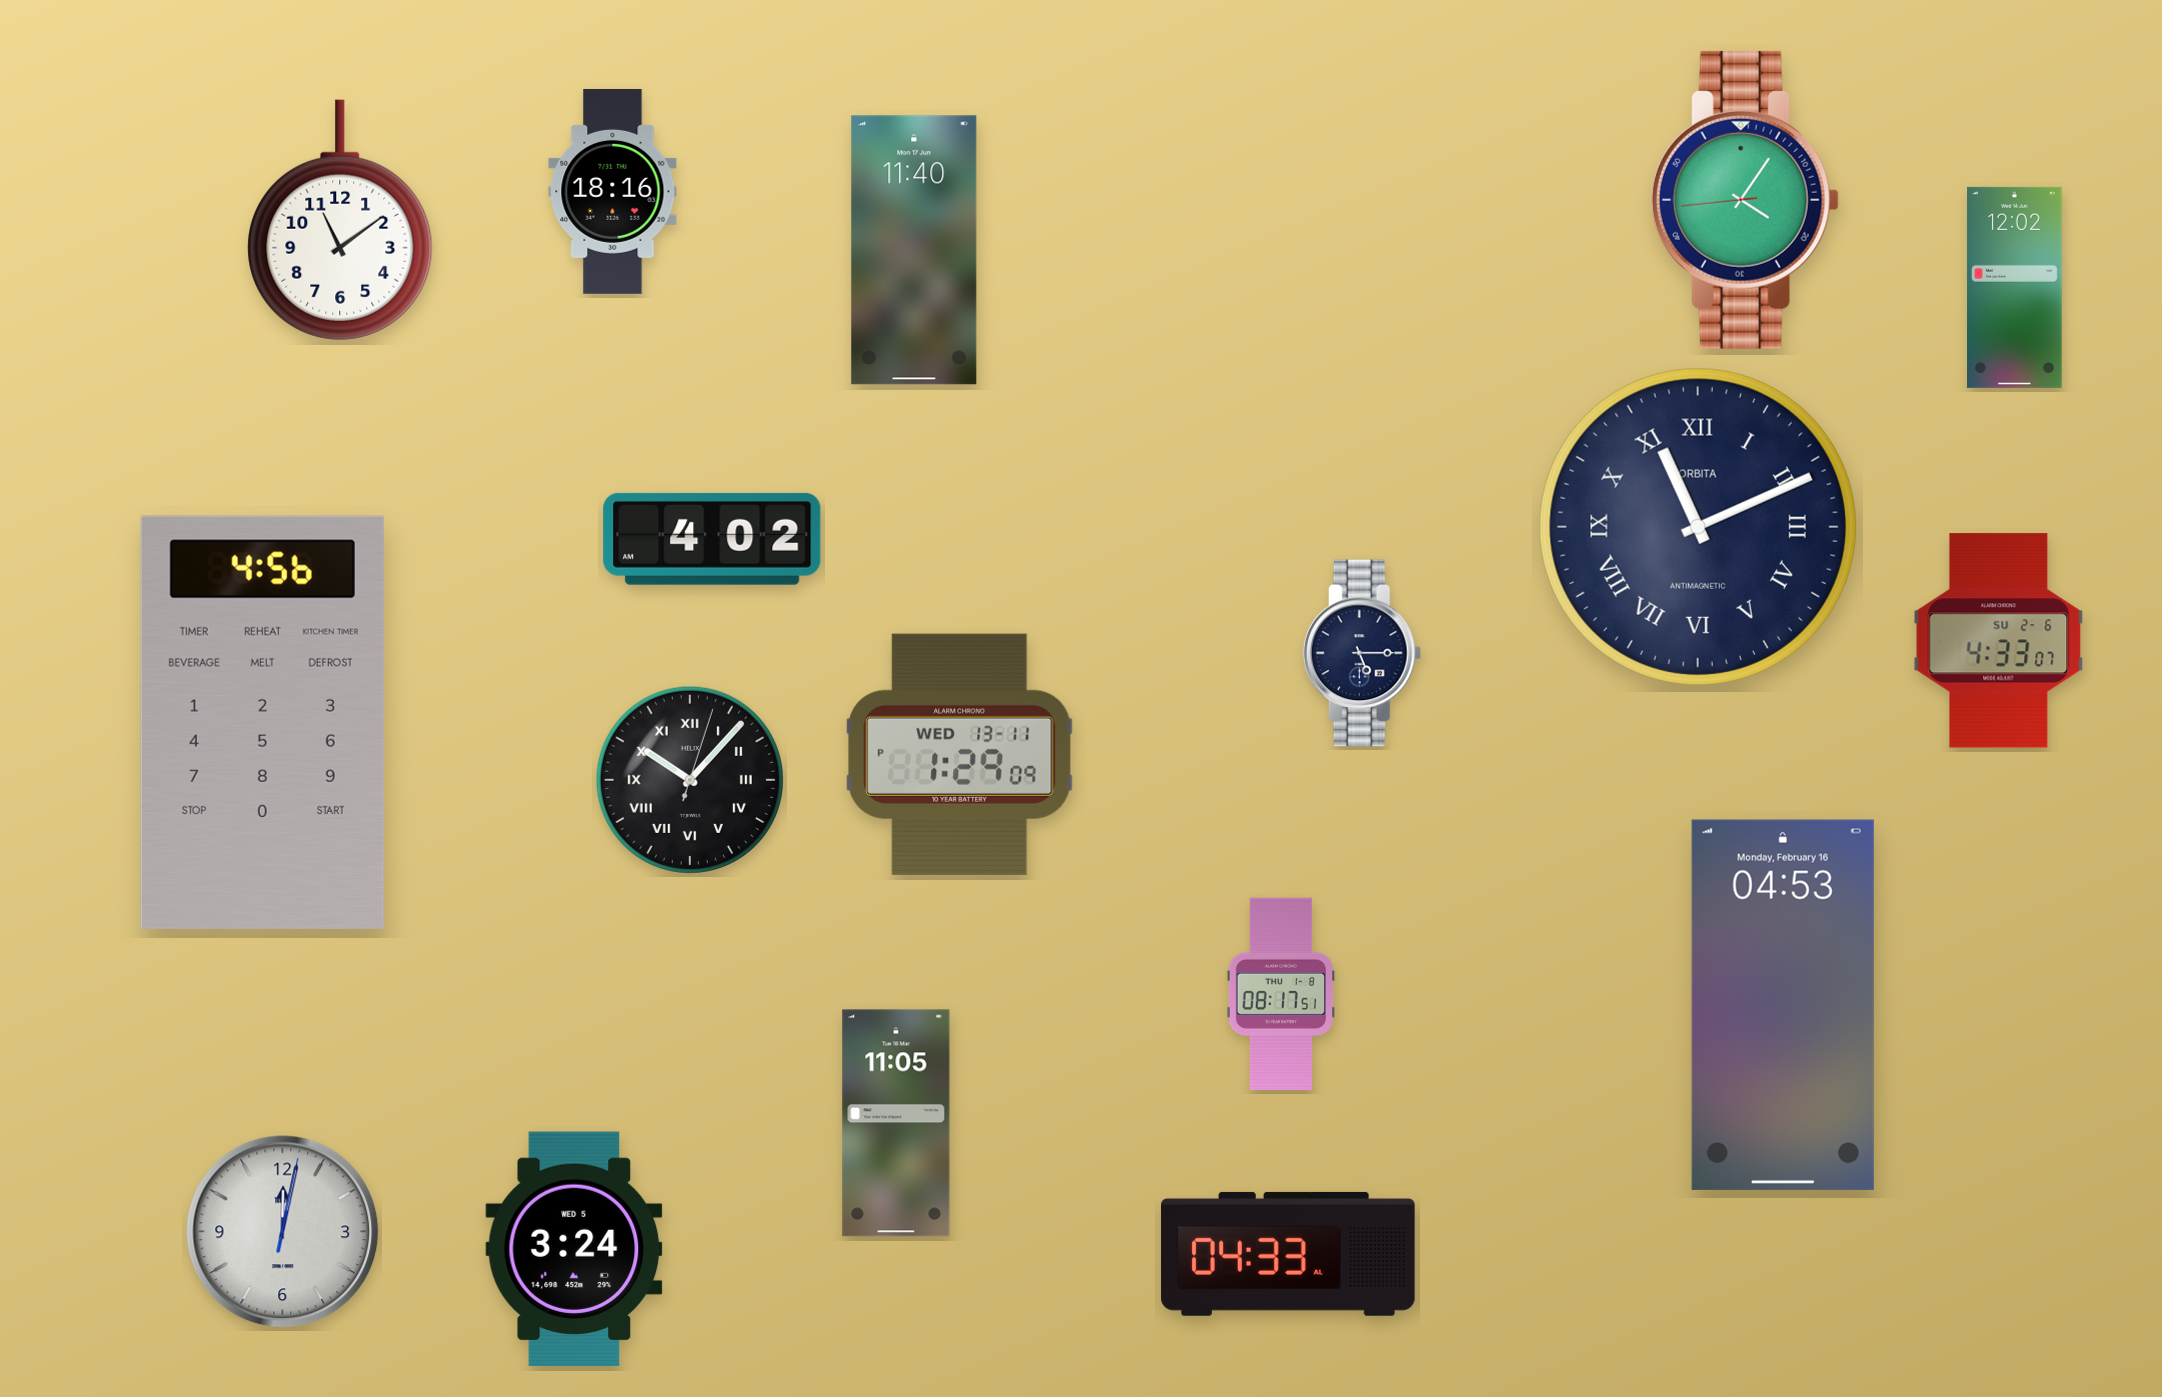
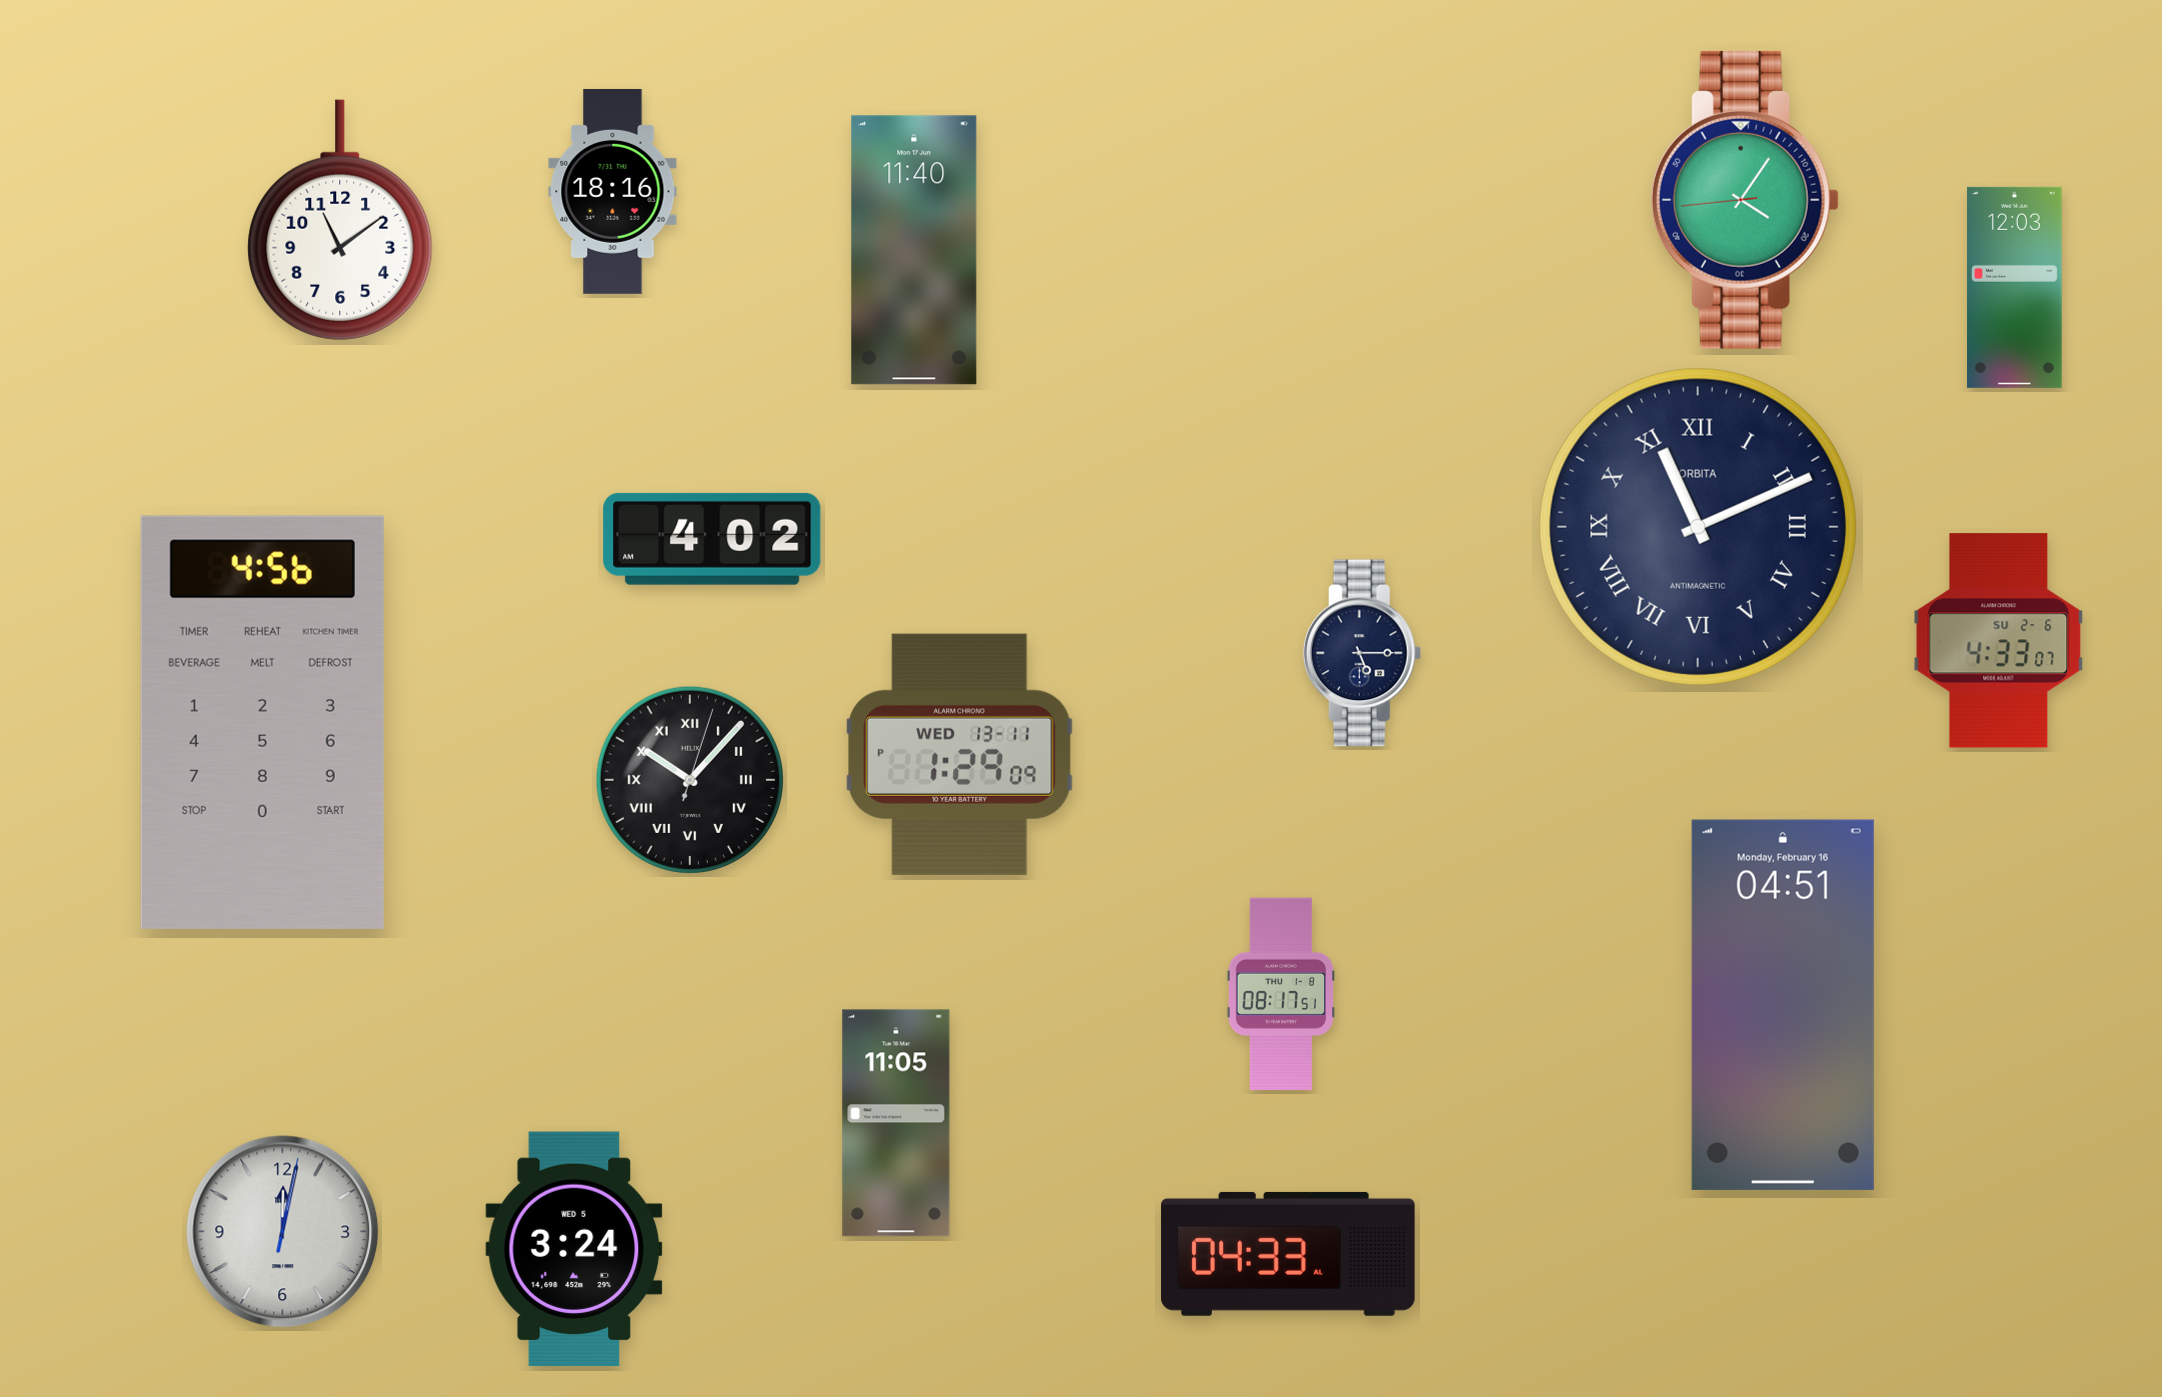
clock at (2015, 287): 12:02 -> 12:03
clock at (1783, 1005): 04:53 -> 04:51
